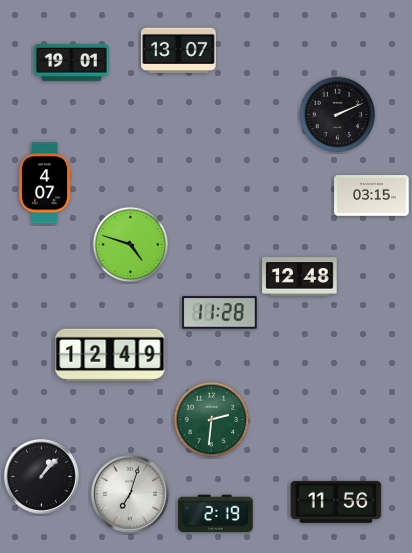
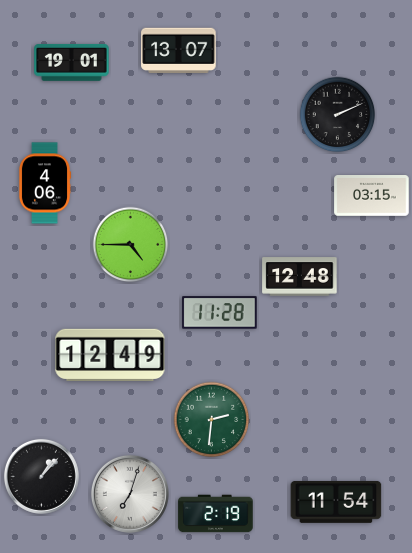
clock at (45, 183): 4:07 -> 4:06
clock at (131, 245): 4:48 -> 4:45
clock at (336, 502): 11:56 -> 11:54
